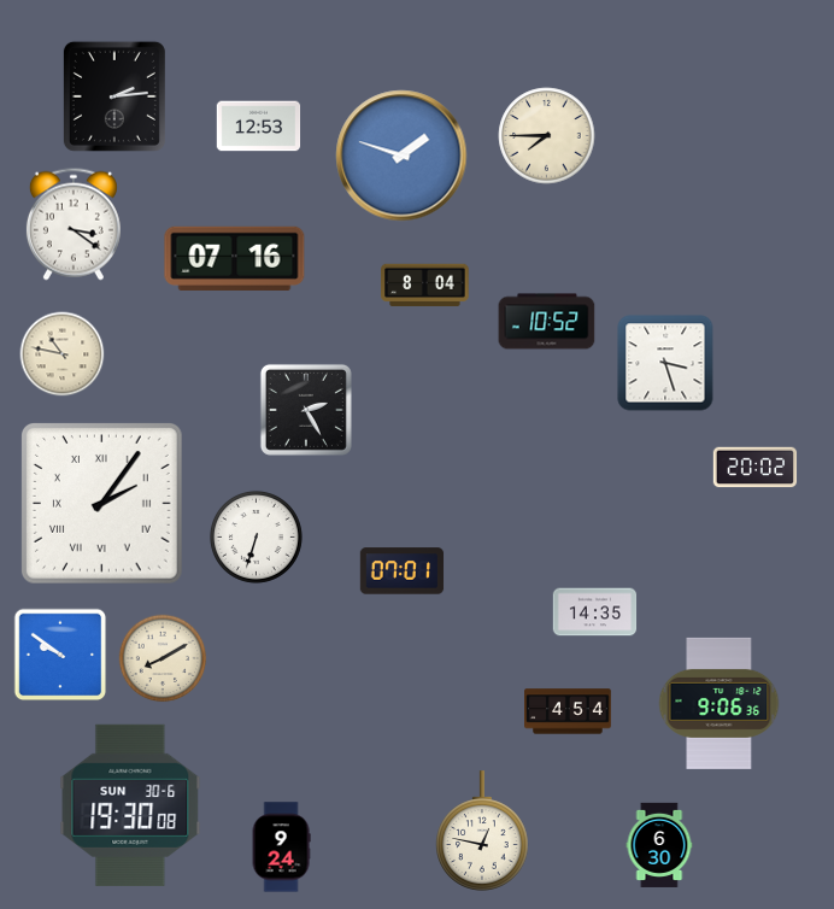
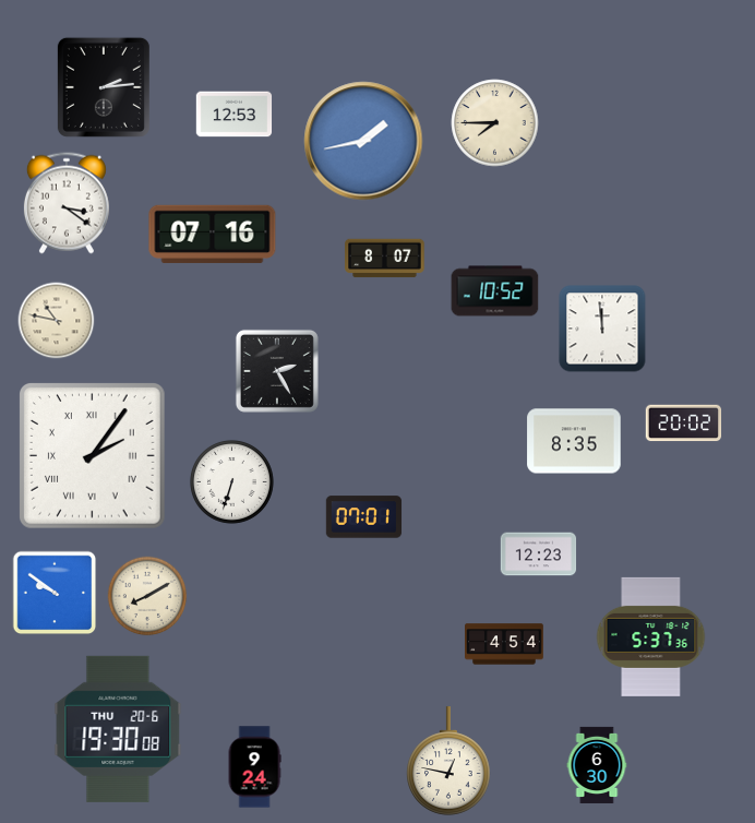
clock at (401, 156): 1:48 -> 1:43
clock at (425, 286): 8:04 -> 8:07
clock at (665, 363): 3:27 -> 11:59
clock at (574, 441): none -> 8:35
clock at (256, 536) position: (256, 536) -> (231, 481)
clock at (595, 612): 14:35 -> 12:23
clock at (720, 703): 9:06 -> 5:37
clock at (569, 711) position: (569, 711) -> (505, 644)
clock at (130, 805) date: SUN 30-6 -> THU 20-6
clock at (483, 831) position: (483, 831) -> (450, 761)
